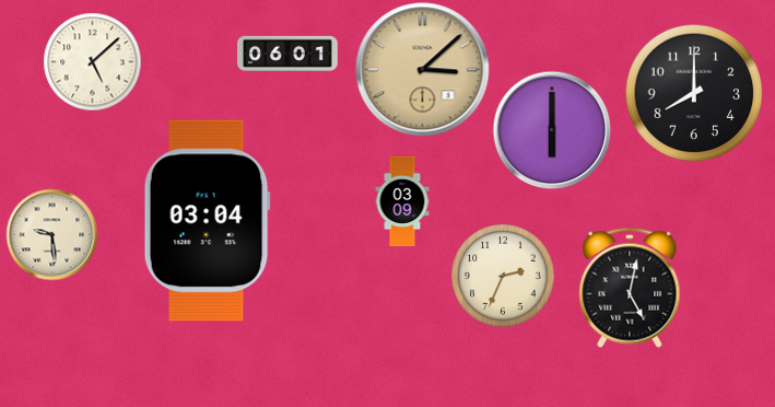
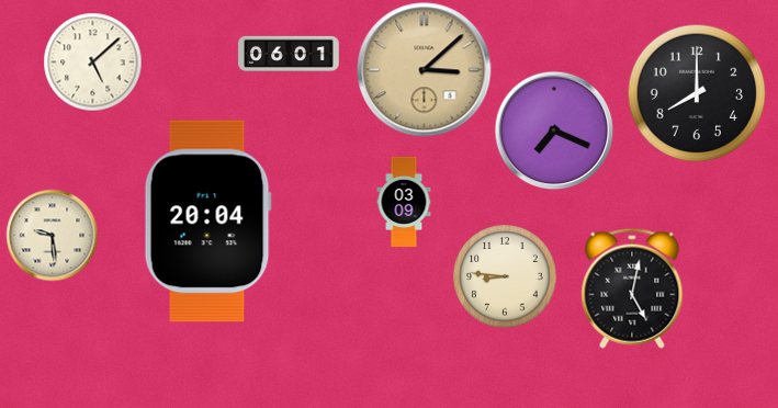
clock at (552, 130): 6:00 -> 7:19
clock at (207, 221): 03:04 -> 20:04
clock at (503, 276): 2:34 -> 8:46
